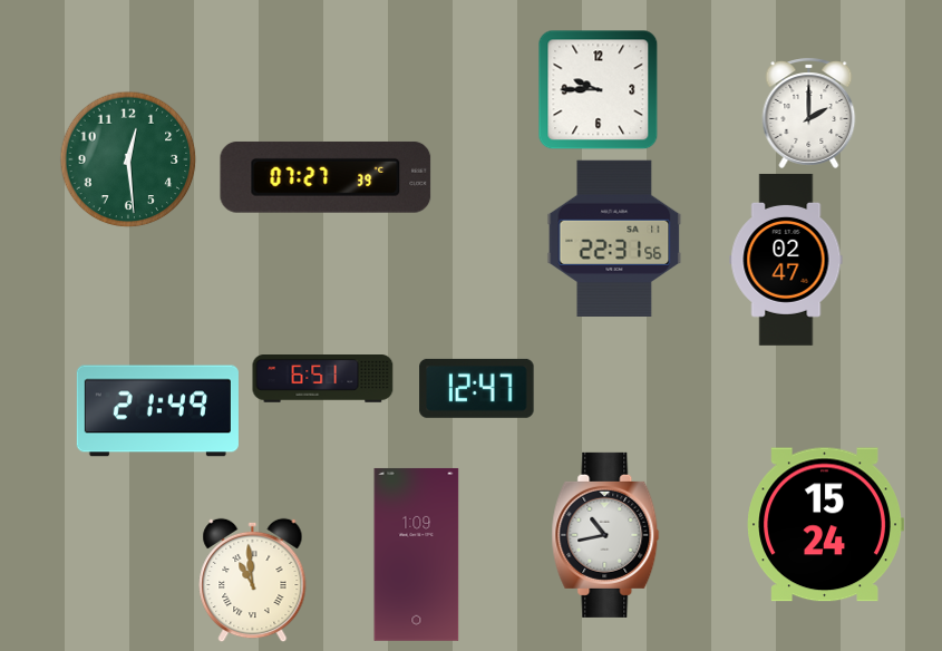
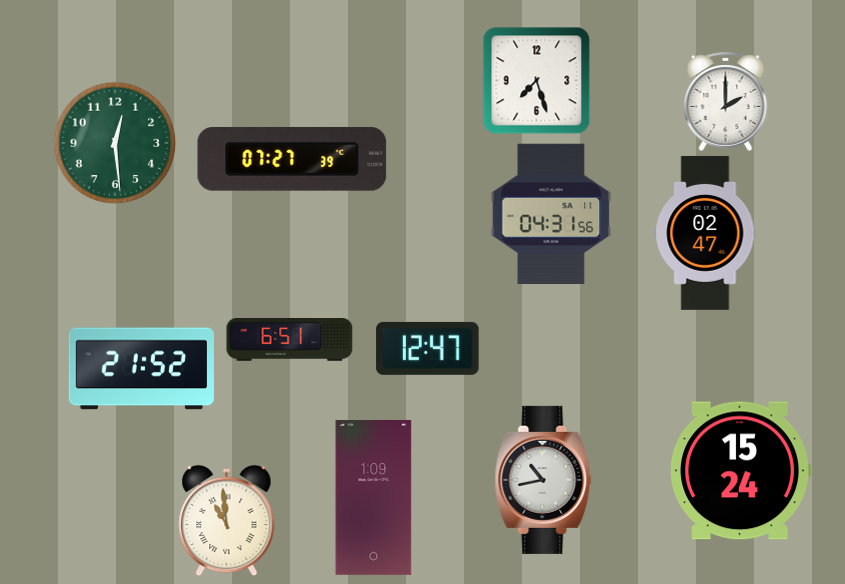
clock at (598, 89): 9:45 -> 7:27
clock at (614, 237): 22:31 -> 04:31
clock at (157, 411): 21:49 -> 21:52
